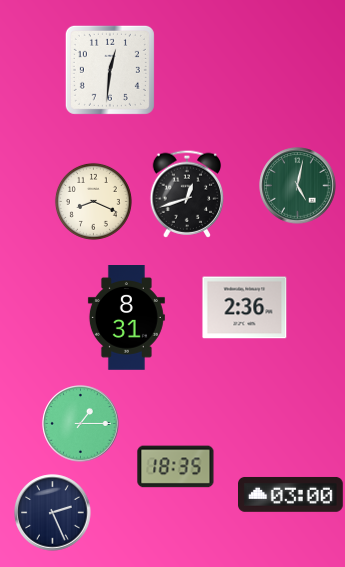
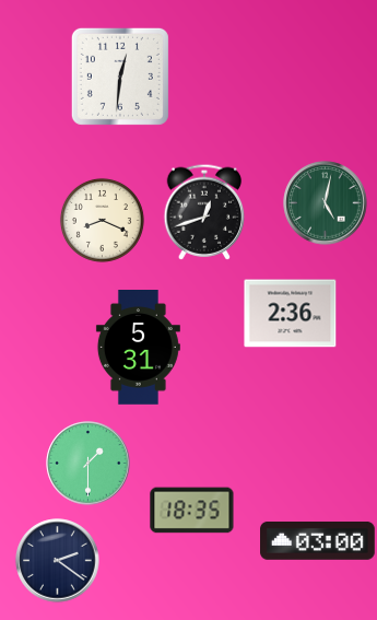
clock at (245, 308) position: (245, 308) -> (291, 314)
clock at (126, 318): 8:31 -> 5:31
clock at (81, 424): 1:15 -> 1:30
clock at (53, 513): 2:26 -> 2:21
